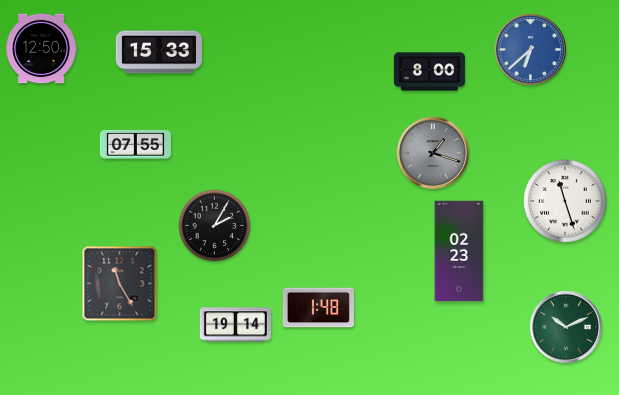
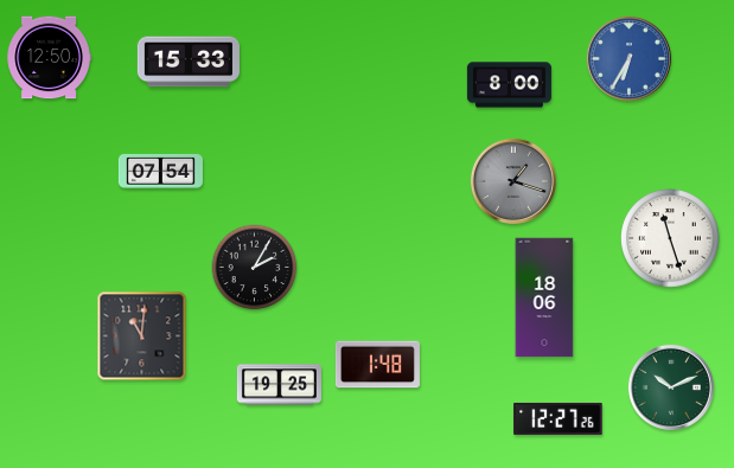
clock at (530, 49): 6:38 -> 6:35
clock at (135, 144): 07:55 -> 07:54
clock at (459, 251): 02:23 -> 18:06
clock at (120, 284): 11:25 -> 11:01
clock at (235, 325): 19:14 -> 19:25
clock at (559, 418): none -> 12:27
